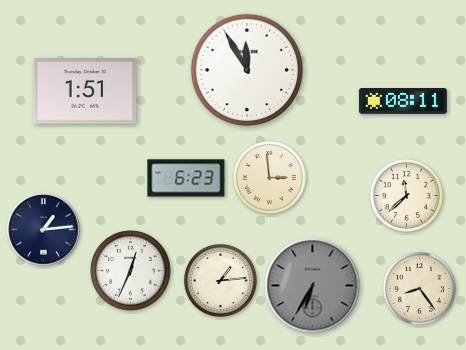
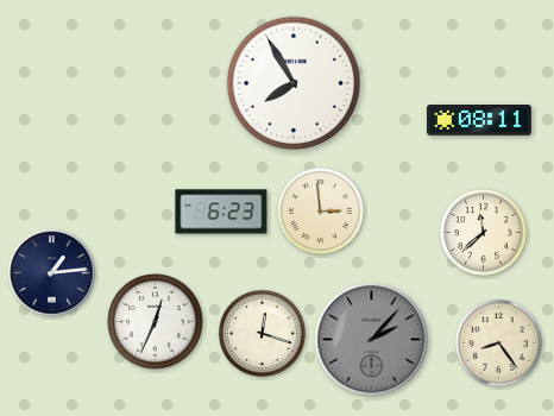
clock at (247, 70): 11:55 -> 7:55
clock at (85, 91): 1:51 -> none
clock at (220, 280): 1:14 -> 12:18
clock at (313, 286): 6:35 -> 2:07
